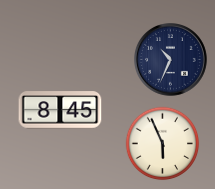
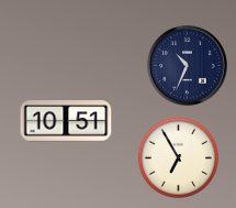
clock at (60, 110): 8:45 -> 10:51
clock at (163, 144): 5:56 -> 6:55
